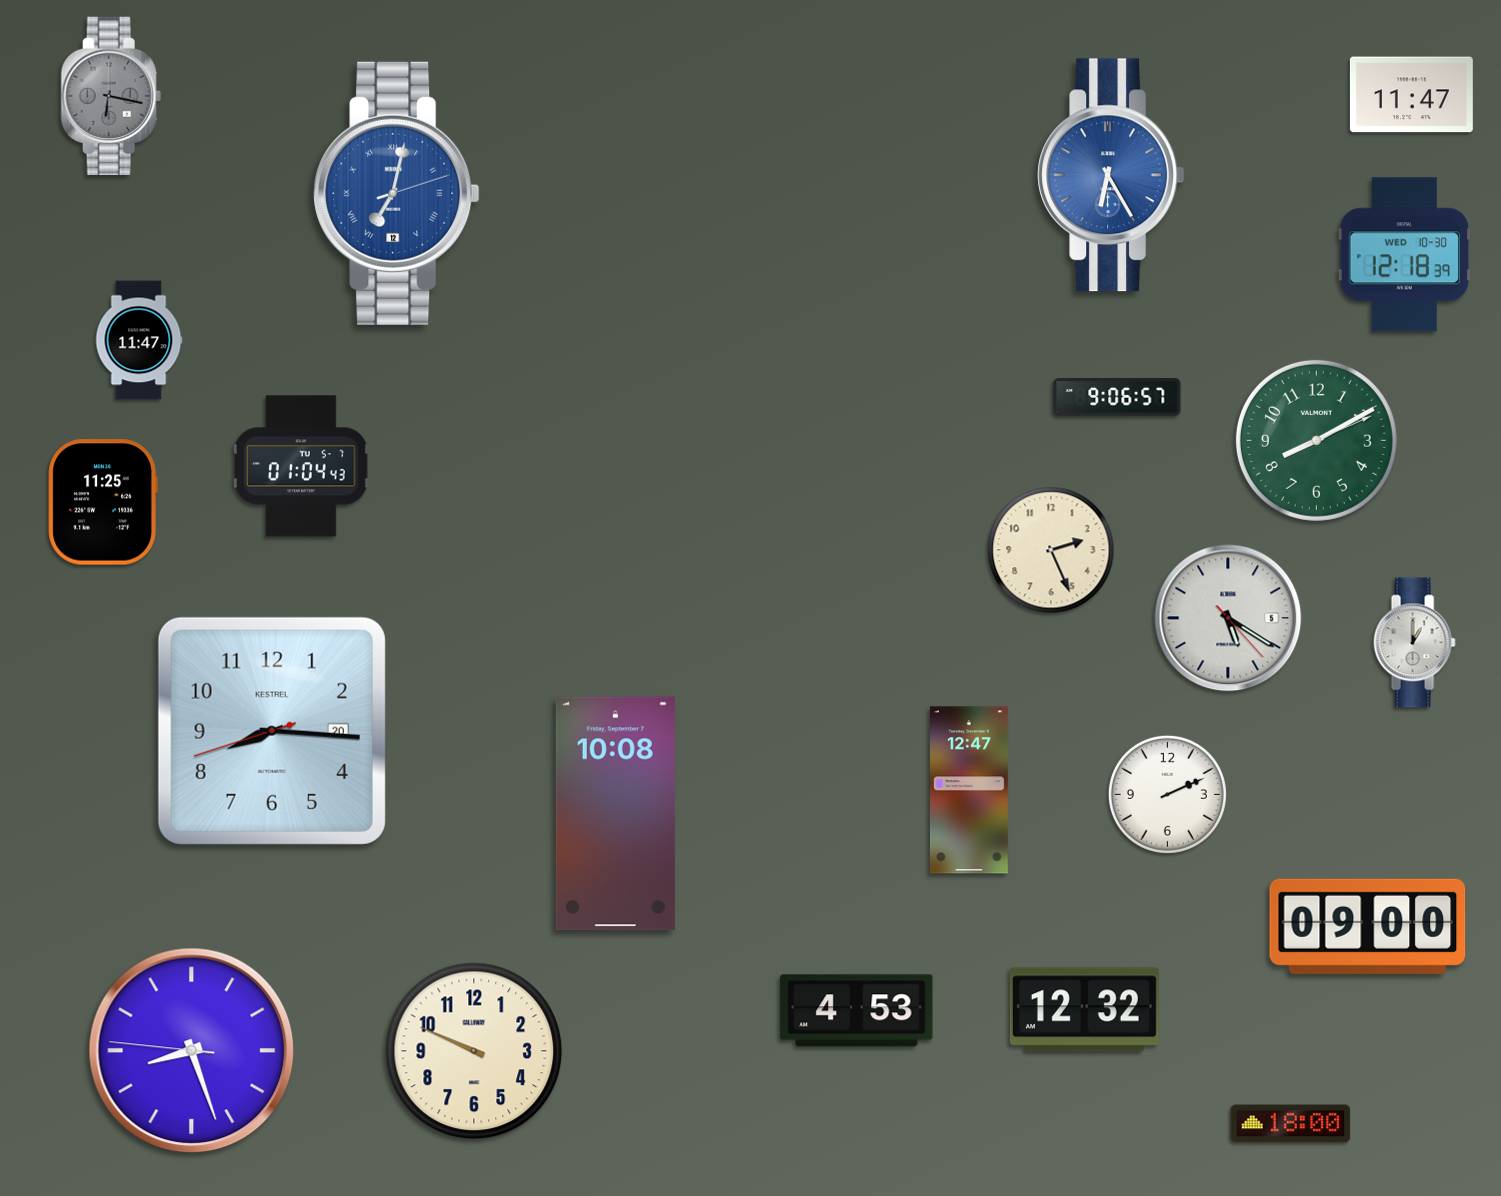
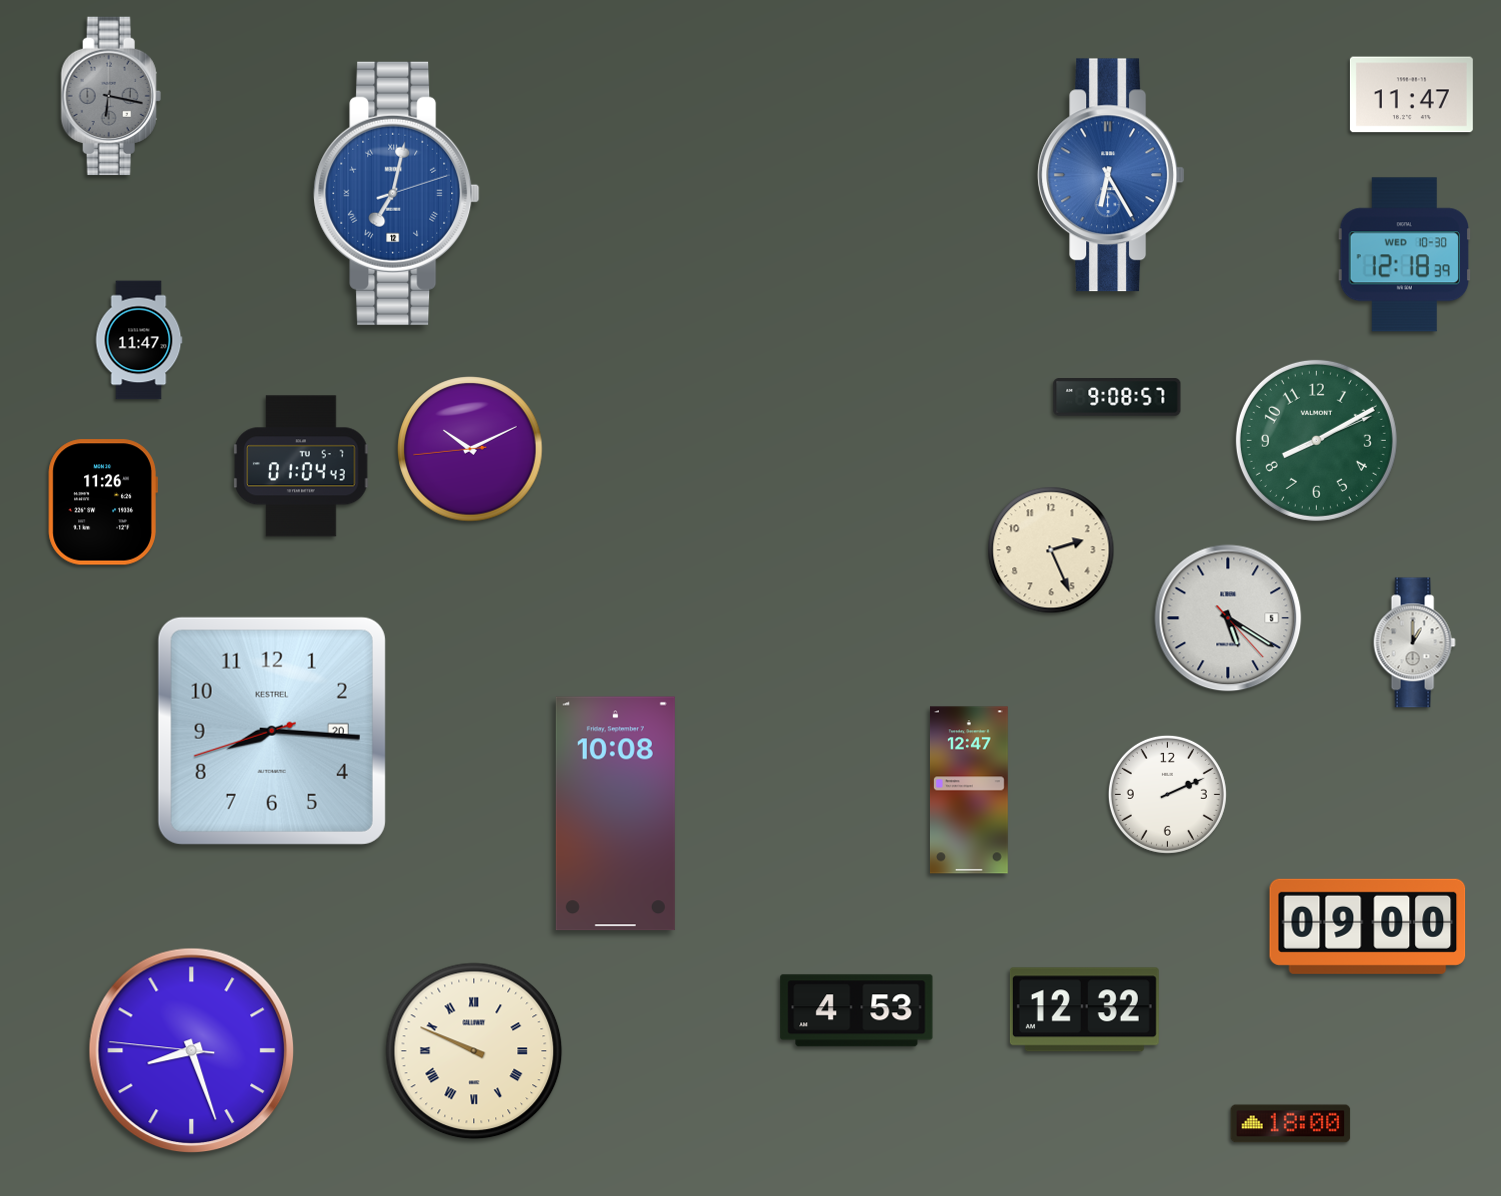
clock at (1117, 398): 9:06 -> 9:08
clock at (470, 449): none -> 10:10
clock at (103, 502): 11:25 -> 11:26
clock at (474, 1051) numerals: Arabic -> Roman
